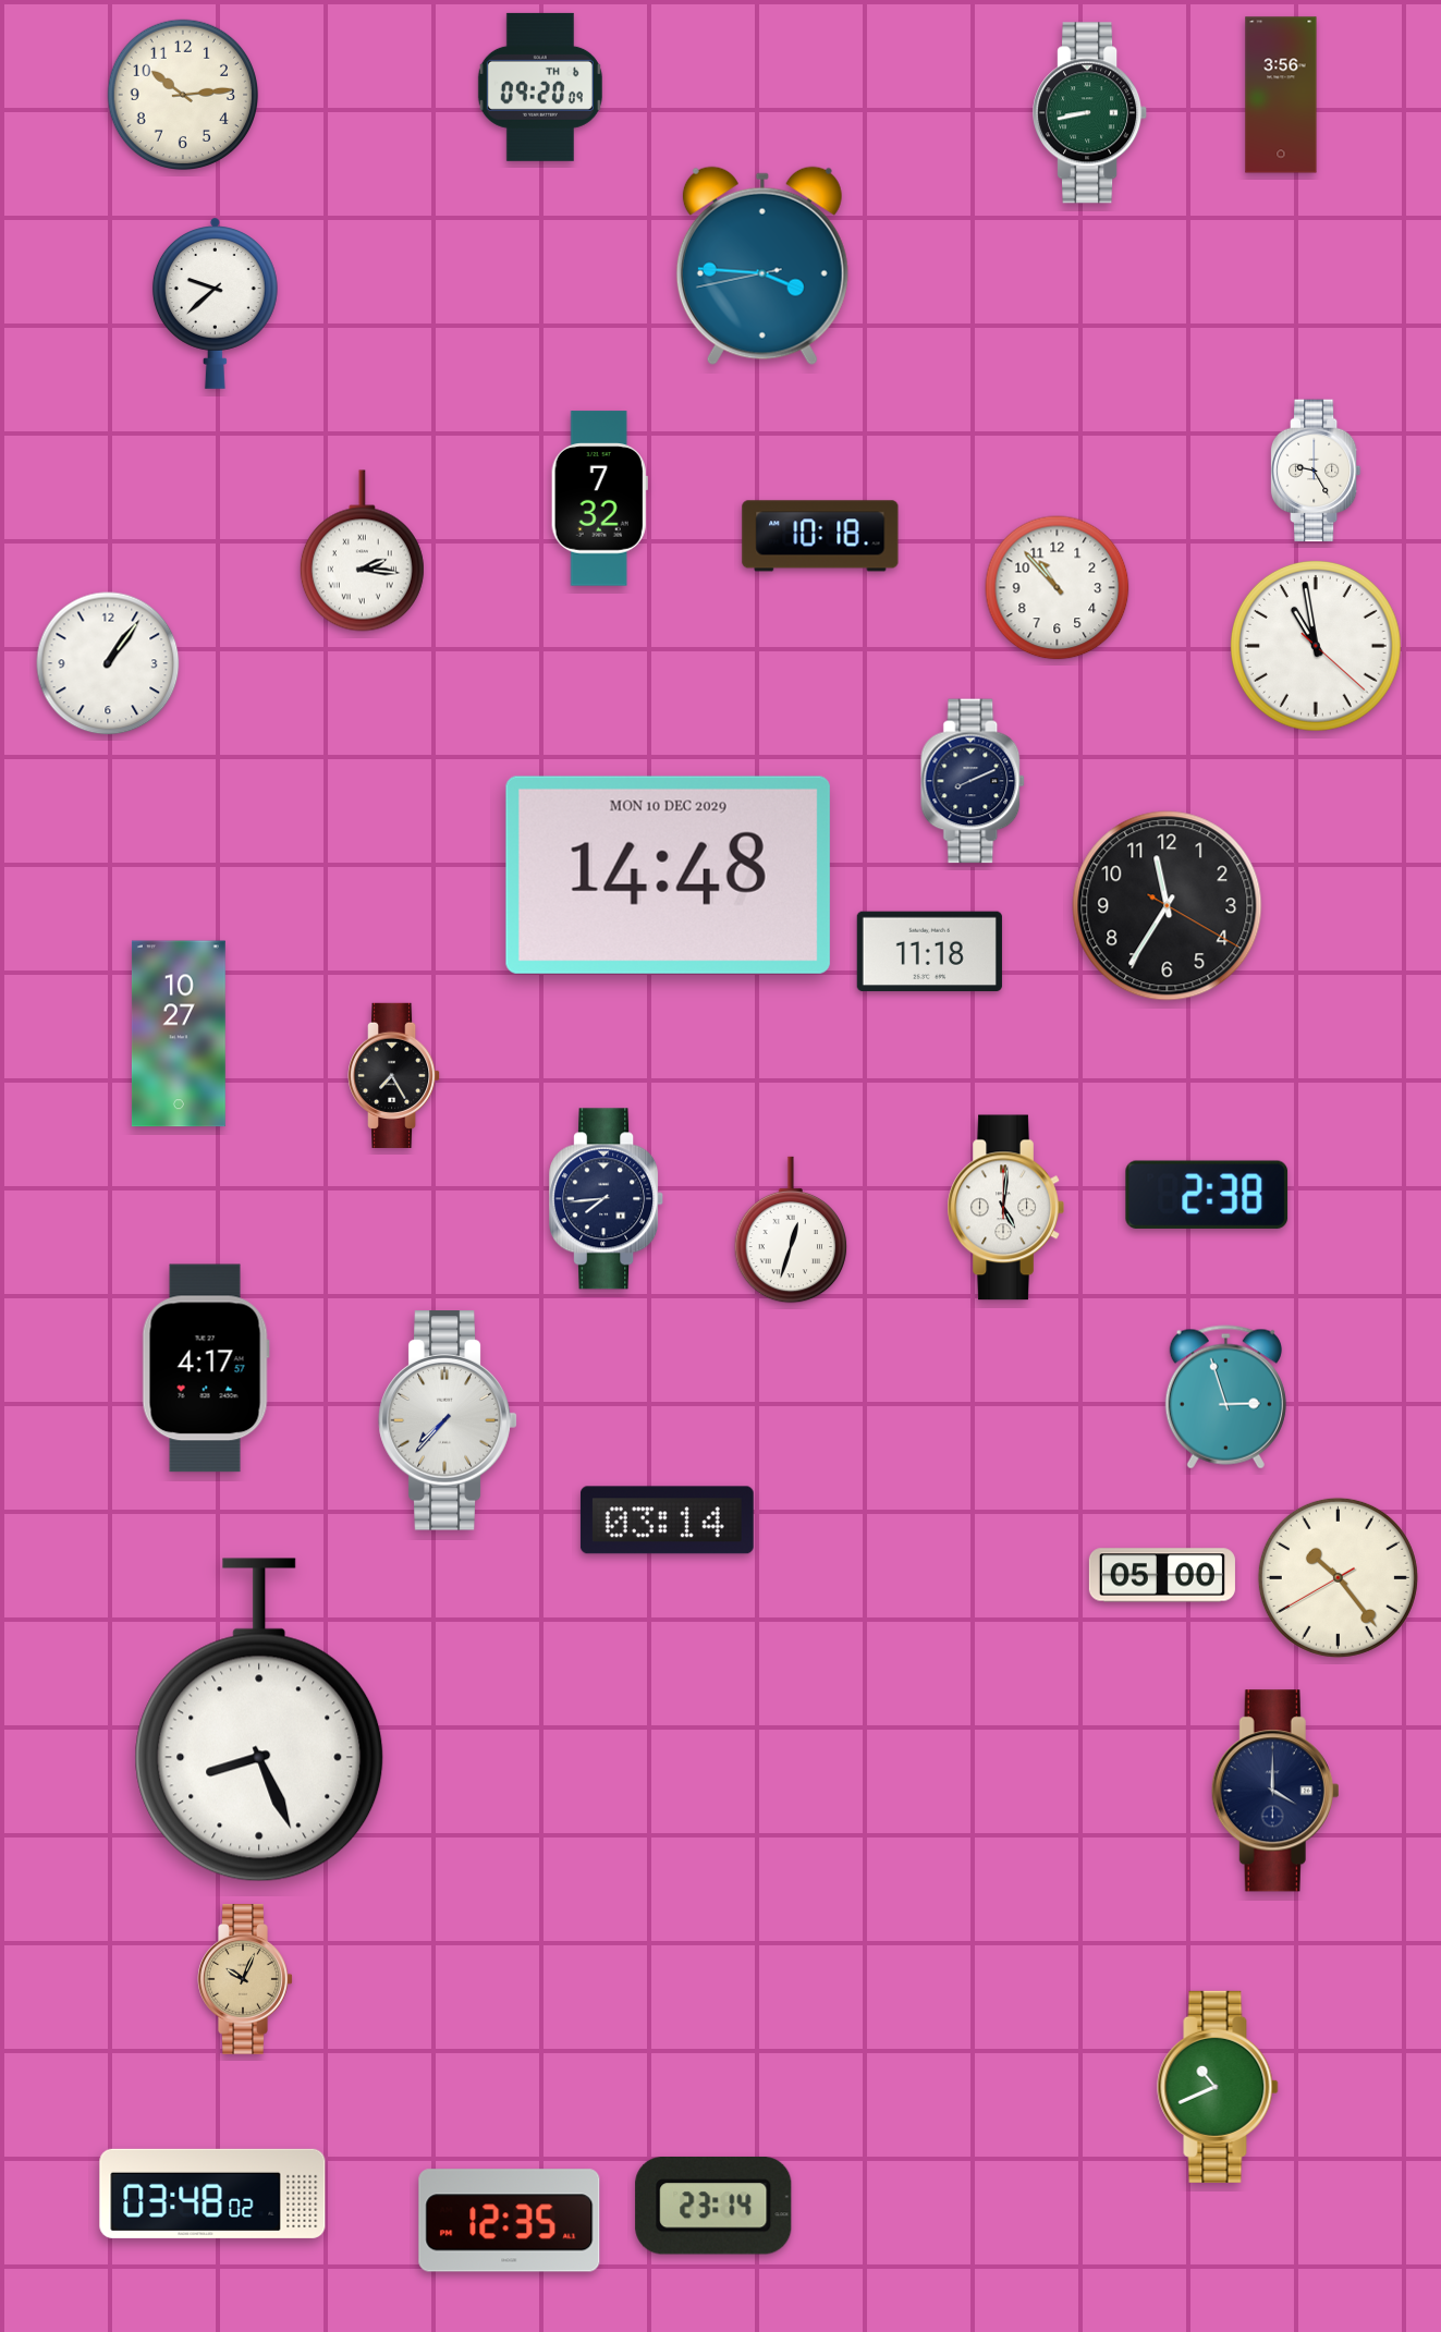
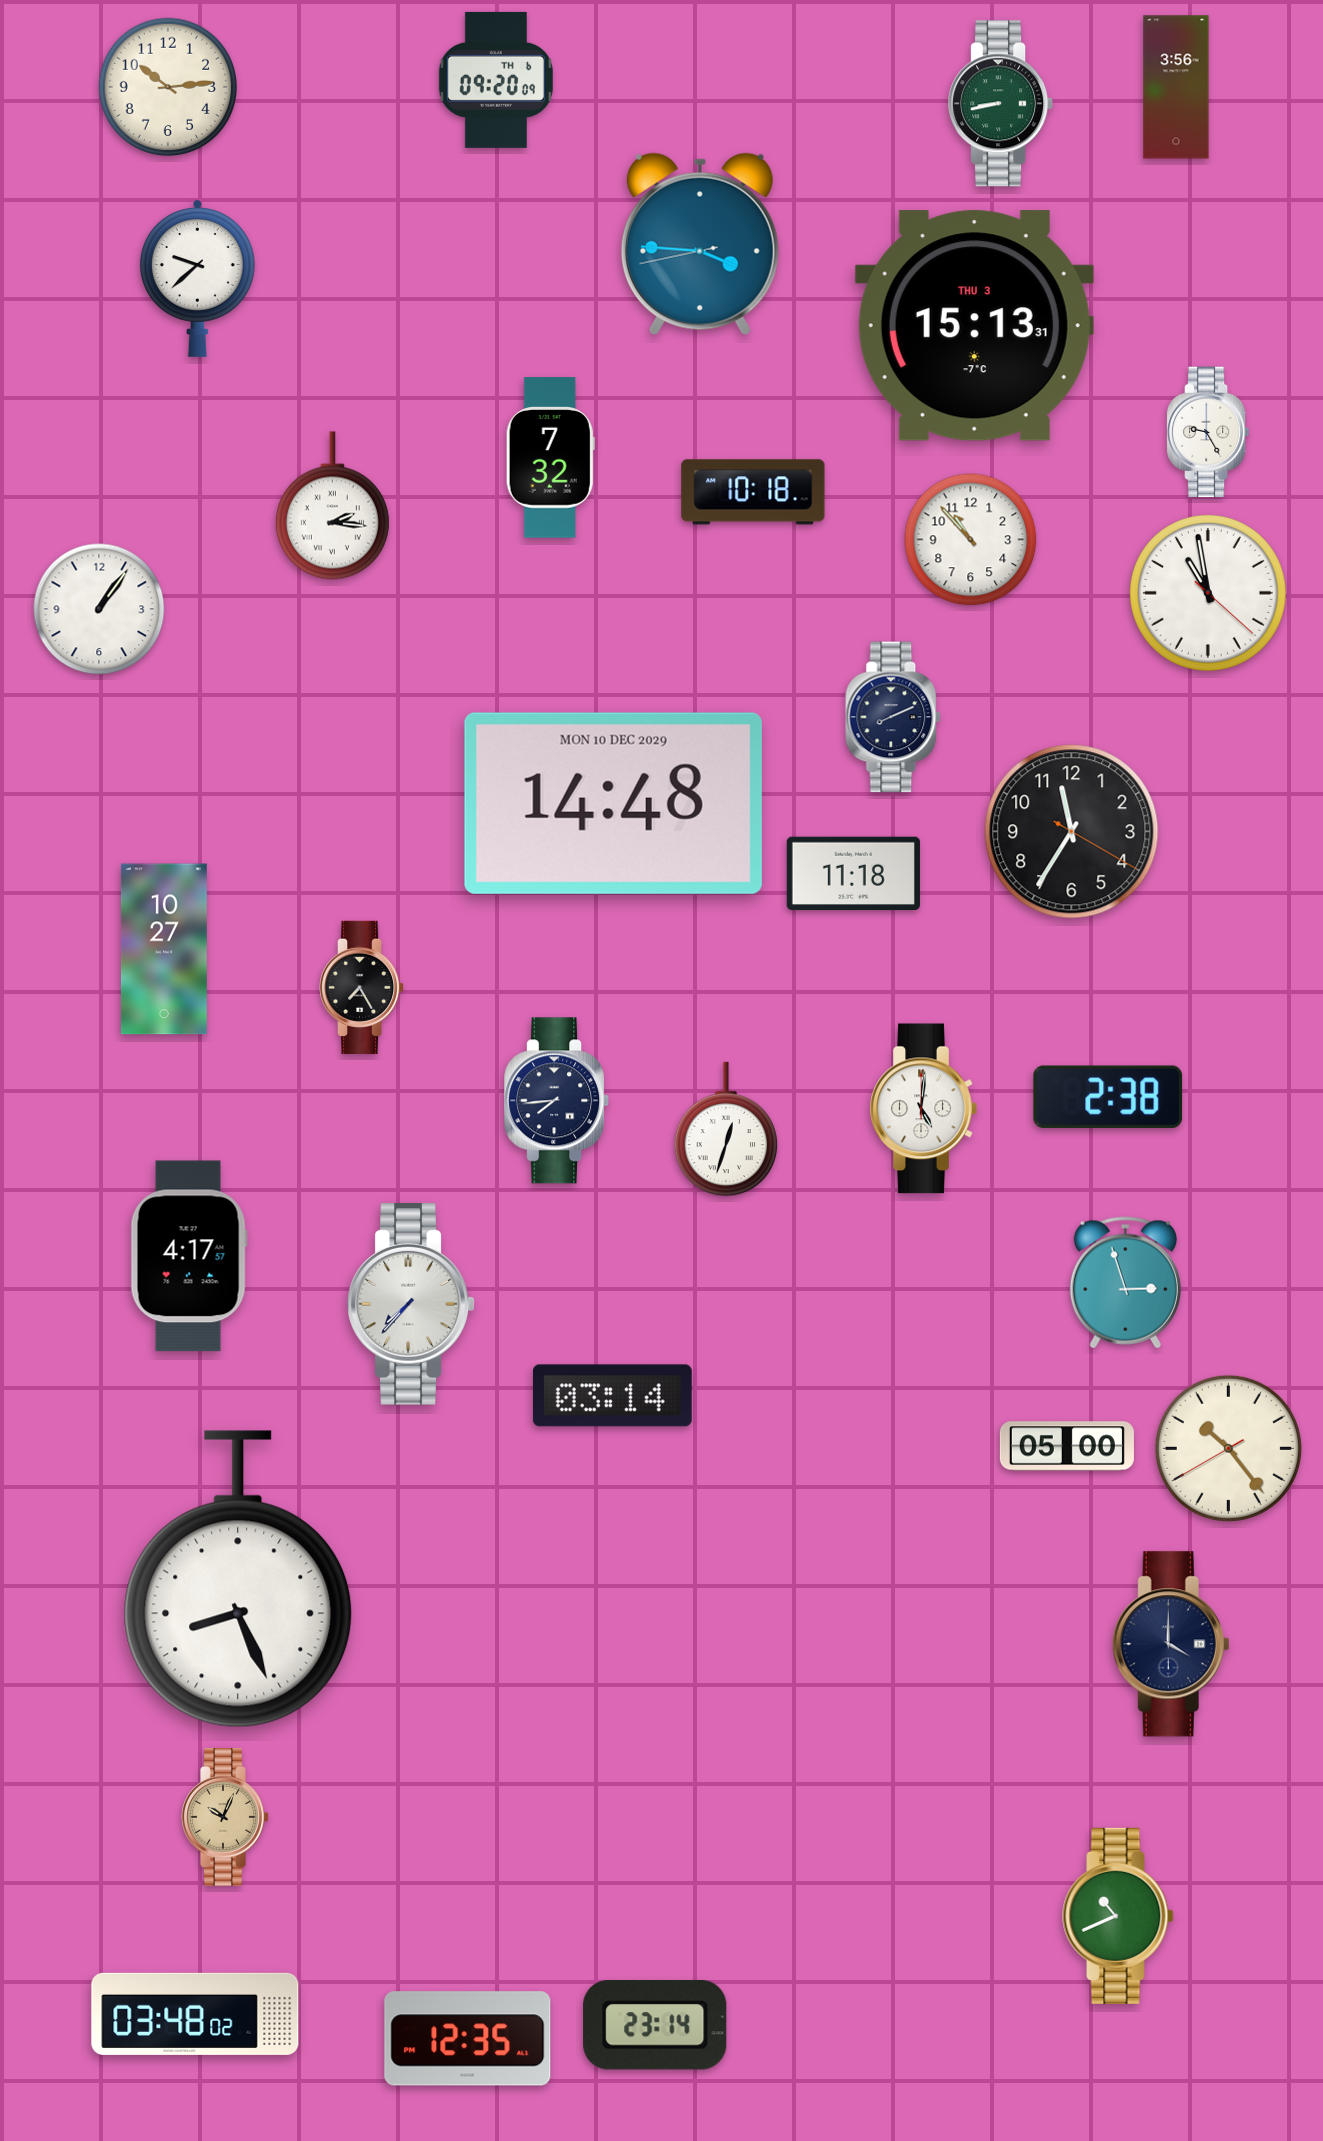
clock at (974, 326): none -> 15:13
